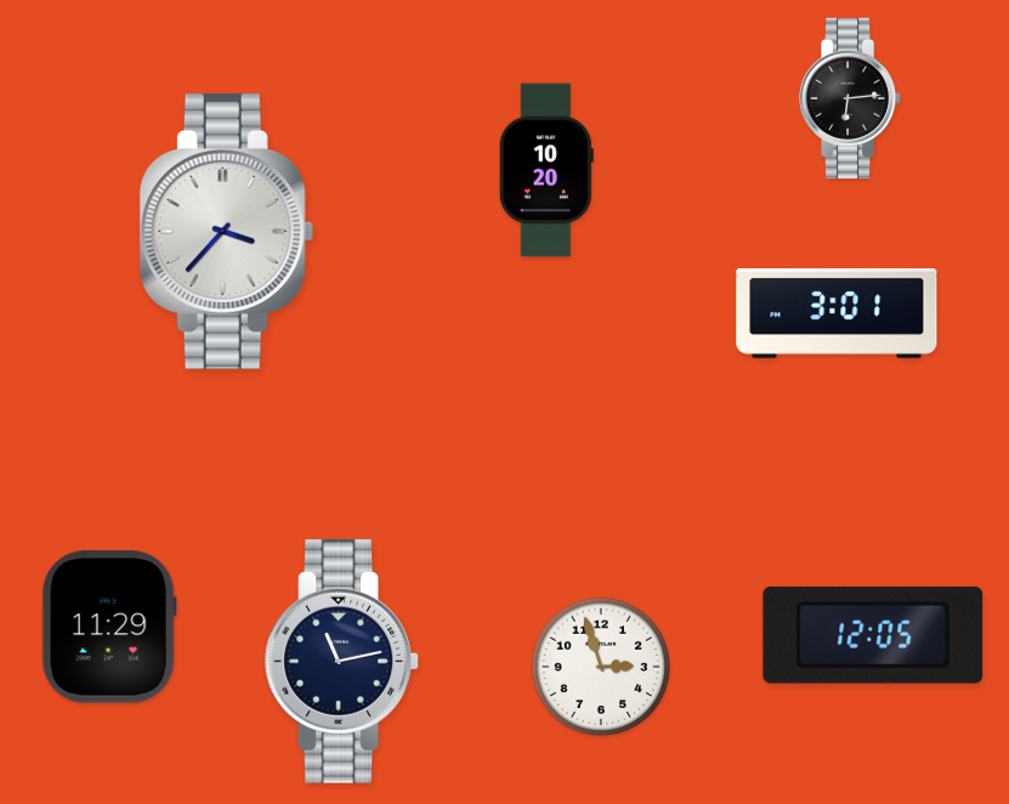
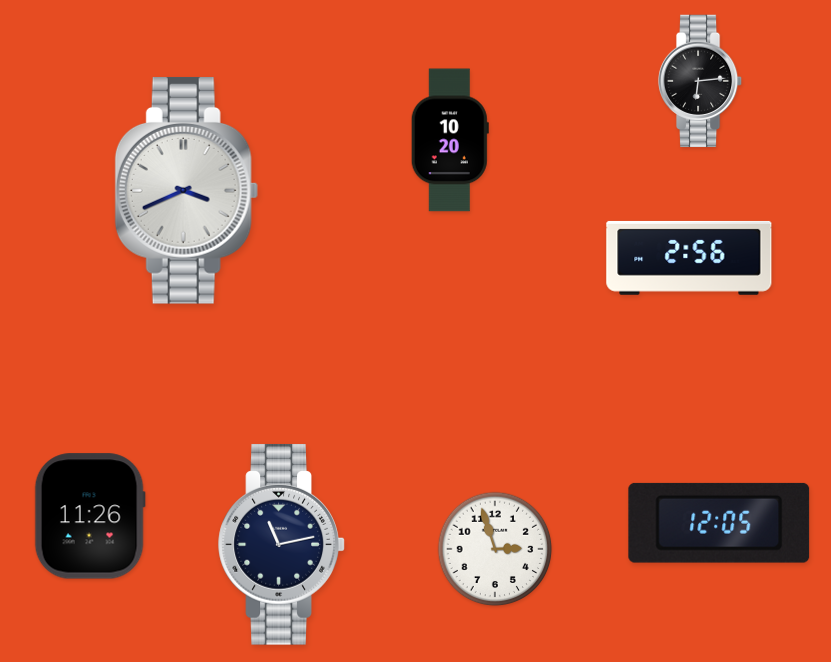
clock at (226, 231): 3:37 -> 3:41
clock at (837, 313): 3:01 -> 2:56
clock at (109, 627): 11:29 -> 11:26
